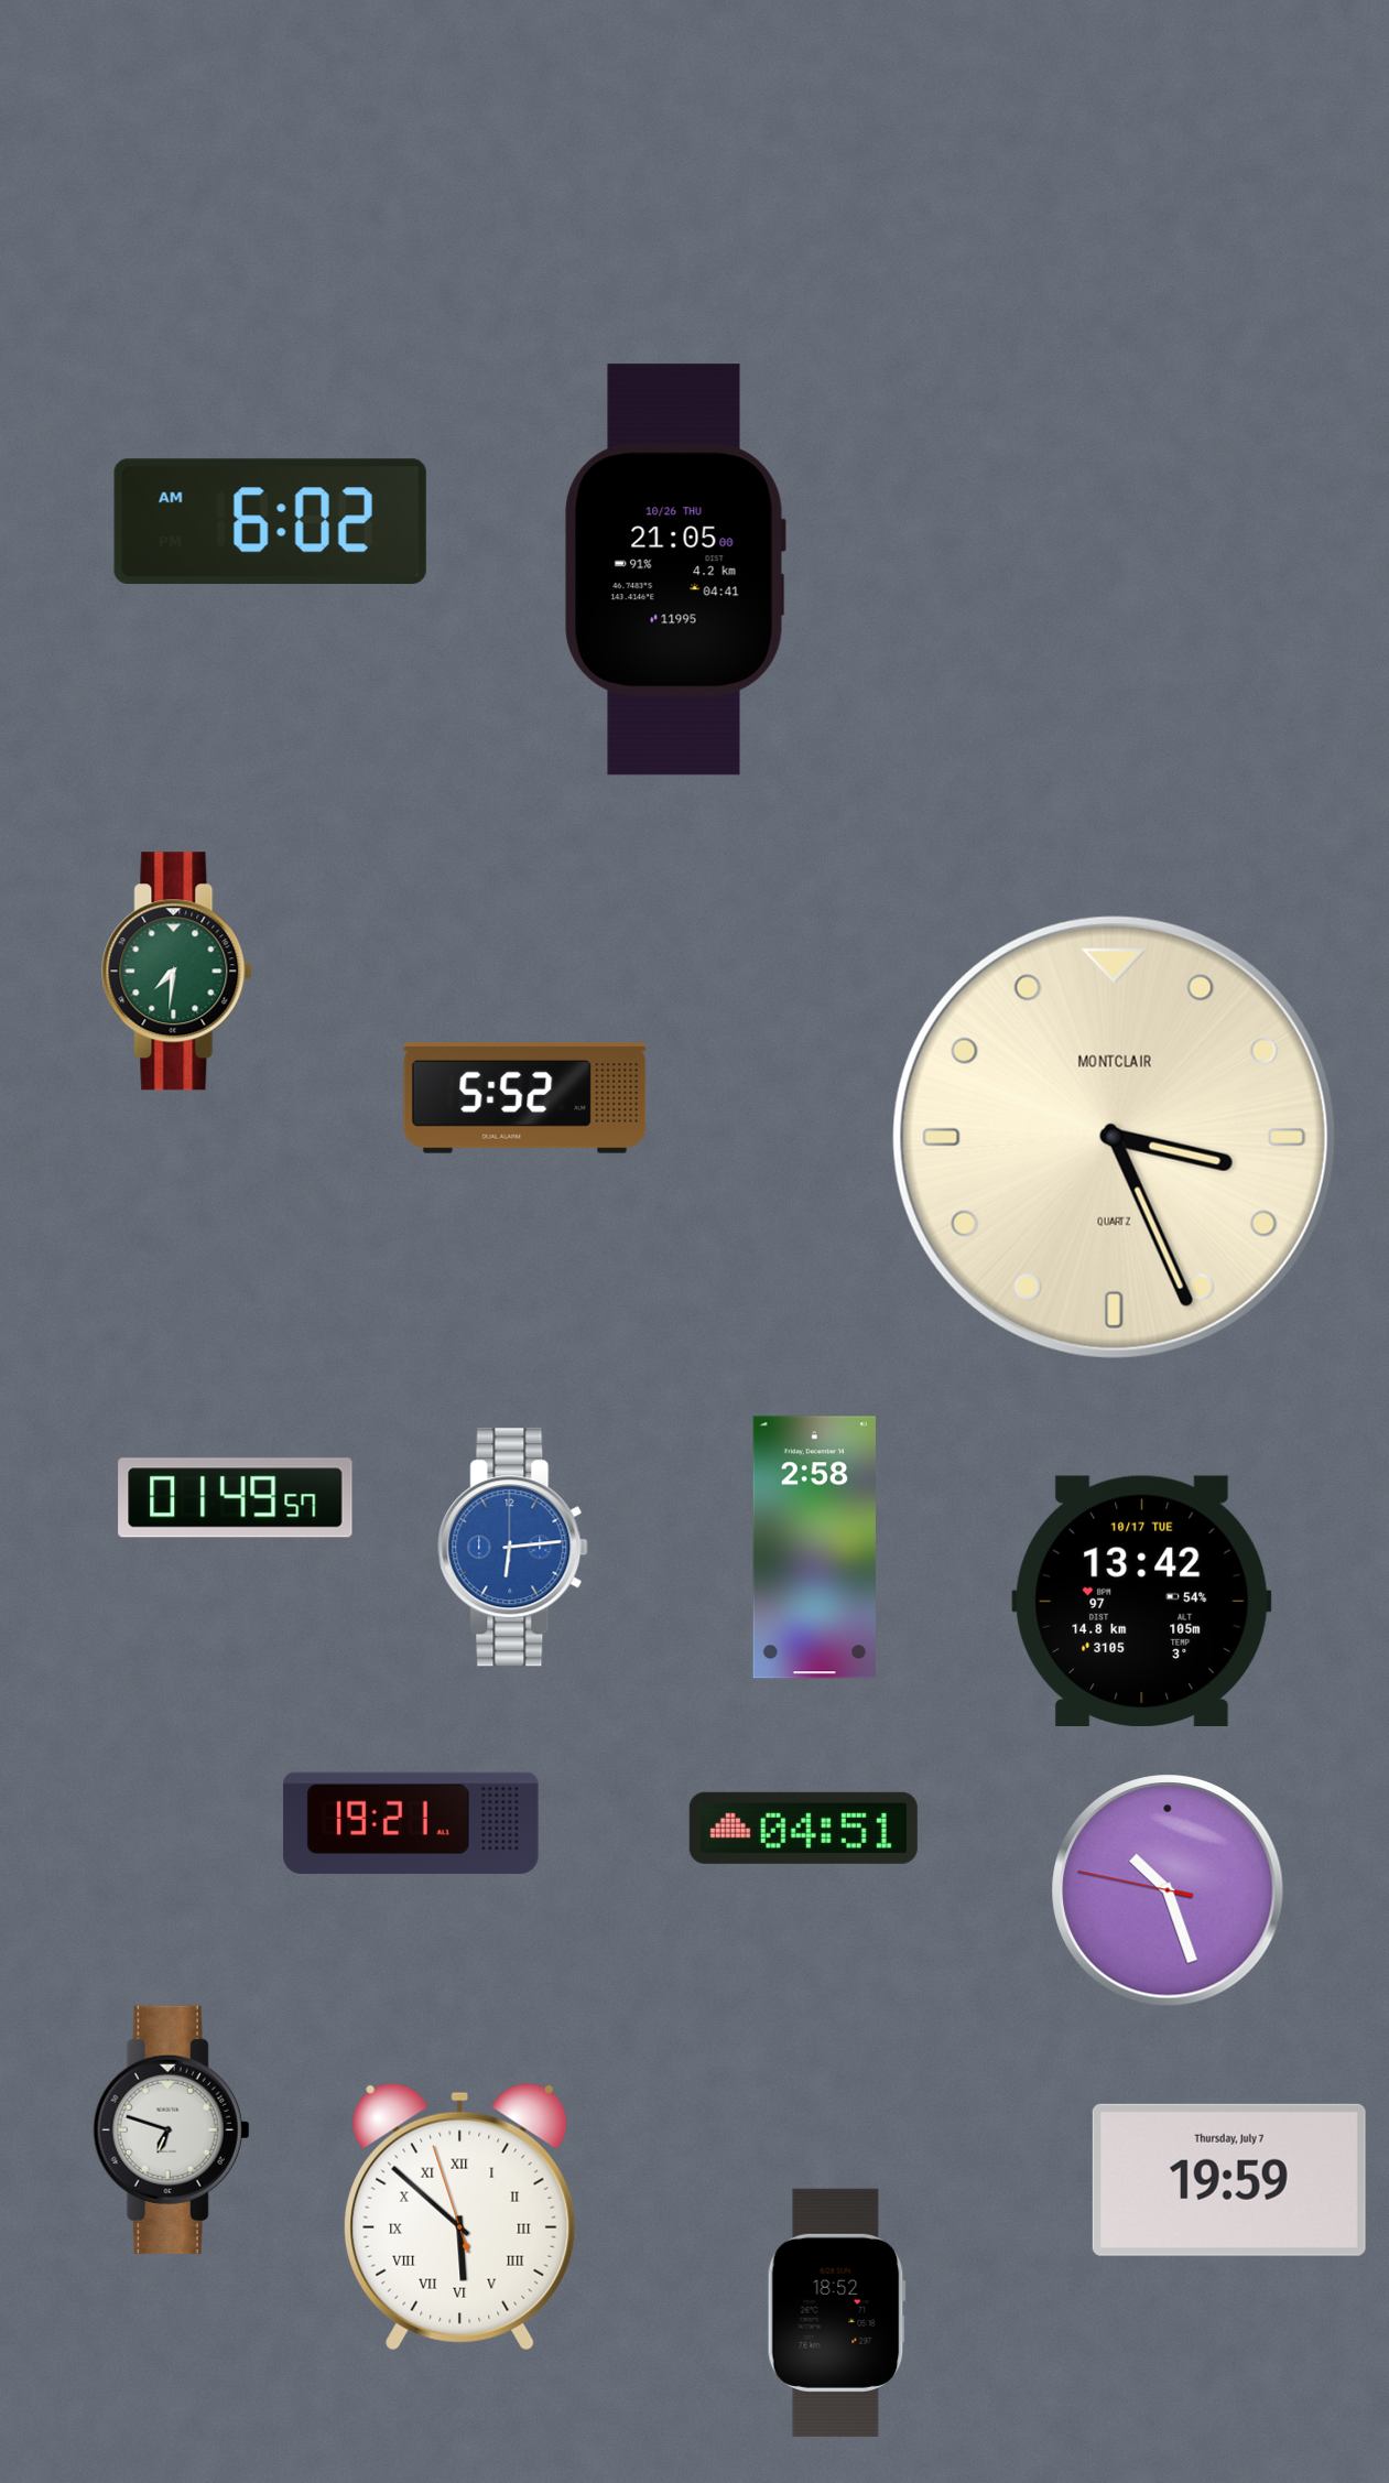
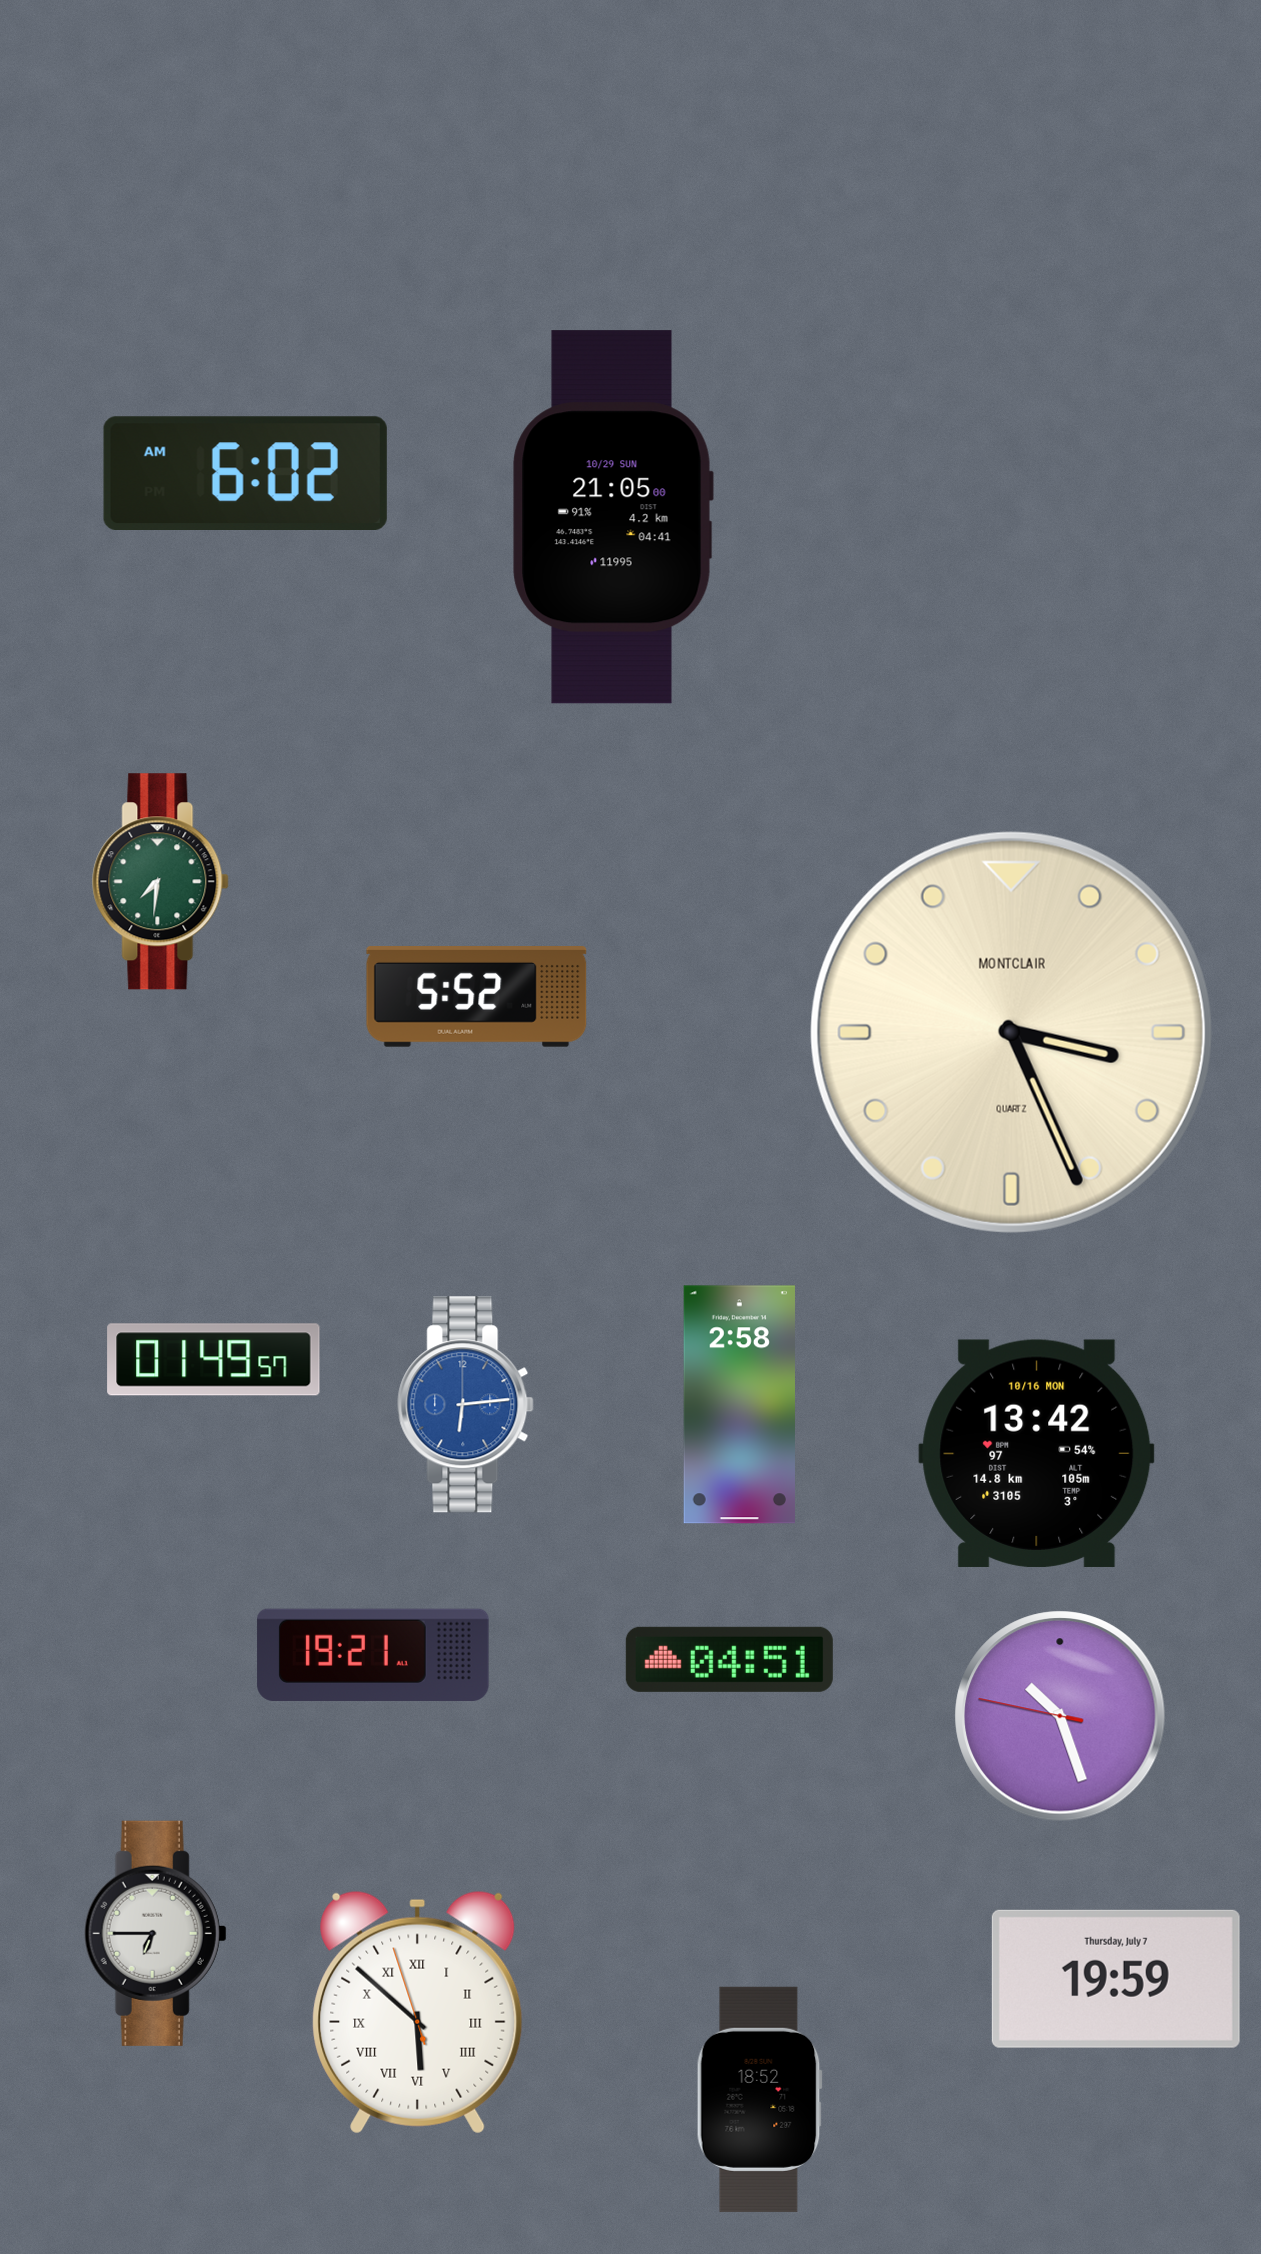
clock at (675, 570) date: 10/26 THU -> 10/29 SUN
clock at (1142, 1601) date: 10/17 TUE -> 10/16 MON
clock at (171, 2129): 6:48 -> 6:45
